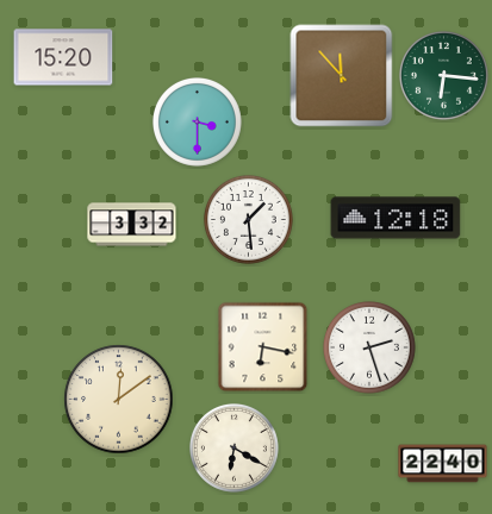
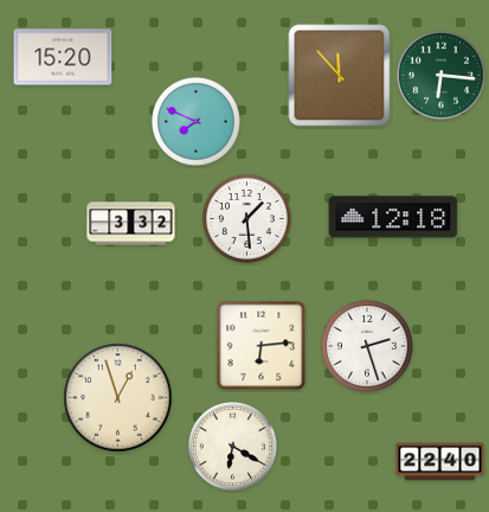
clock at (198, 123): 3:30 -> 7:49
clock at (263, 347): 6:17 -> 6:14
clock at (119, 400): 12:09 -> 12:57
